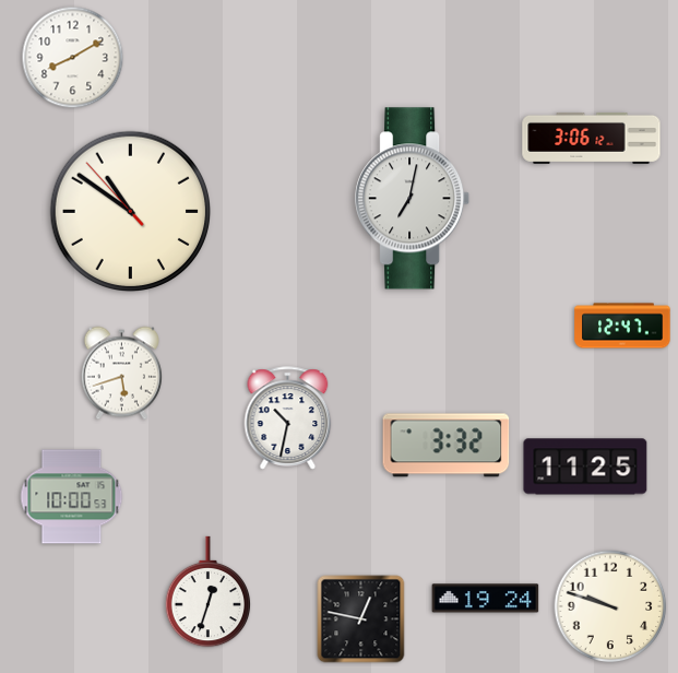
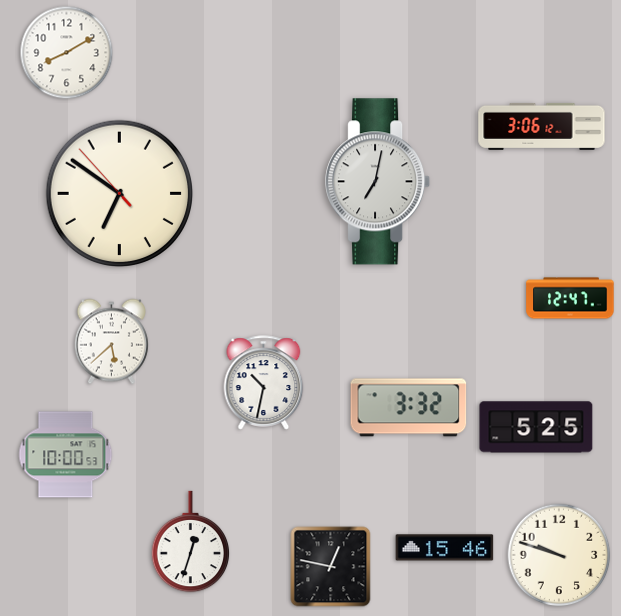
clock at (131, 212): 10:50 -> 6:50
clock at (121, 374): 5:42 -> 5:38
clock at (585, 467): 11:25 -> 5:25
clock at (486, 599): 19:24 -> 15:46
